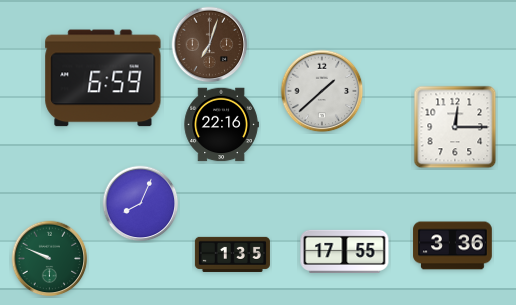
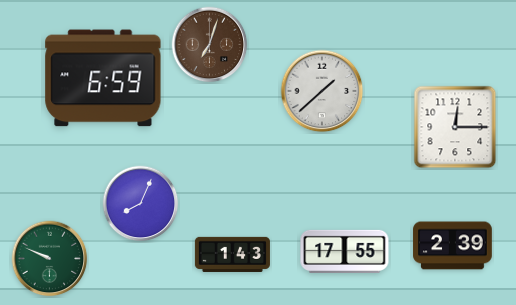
clock at (221, 125): 22:16 -> none
clock at (453, 246): 3:36 -> 2:39
clock at (232, 254): 1:35 -> 1:43
